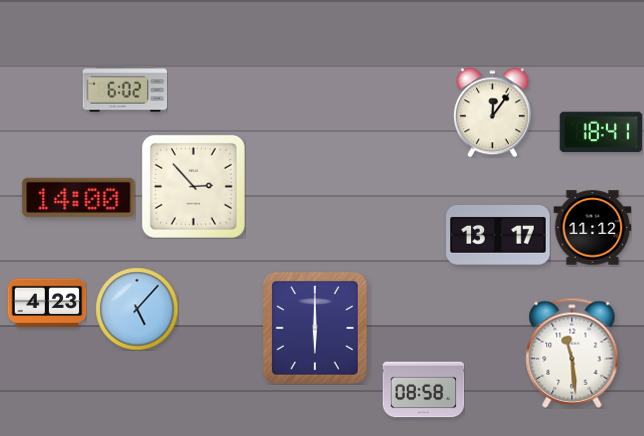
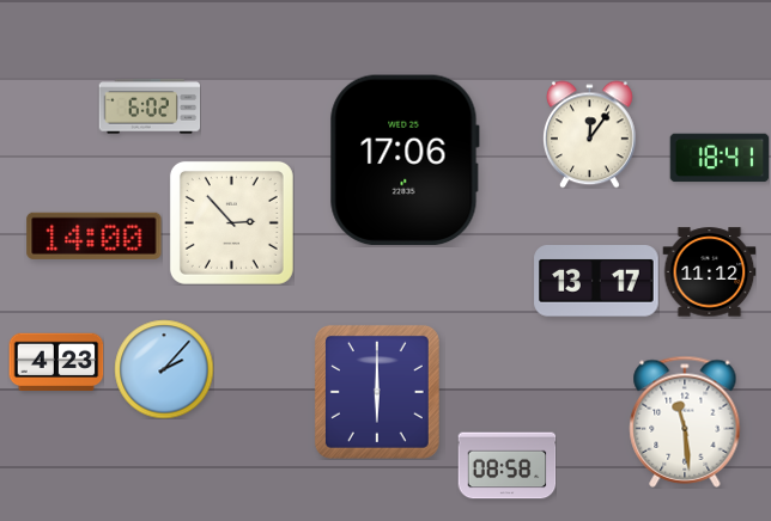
clock at (405, 160): none -> 17:06
clock at (137, 309): 5:07 -> 2:07
